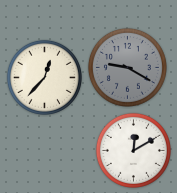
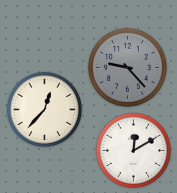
clock at (127, 67): 9:20 -> 9:23
clock at (44, 77) position: (44, 77) -> (44, 109)
